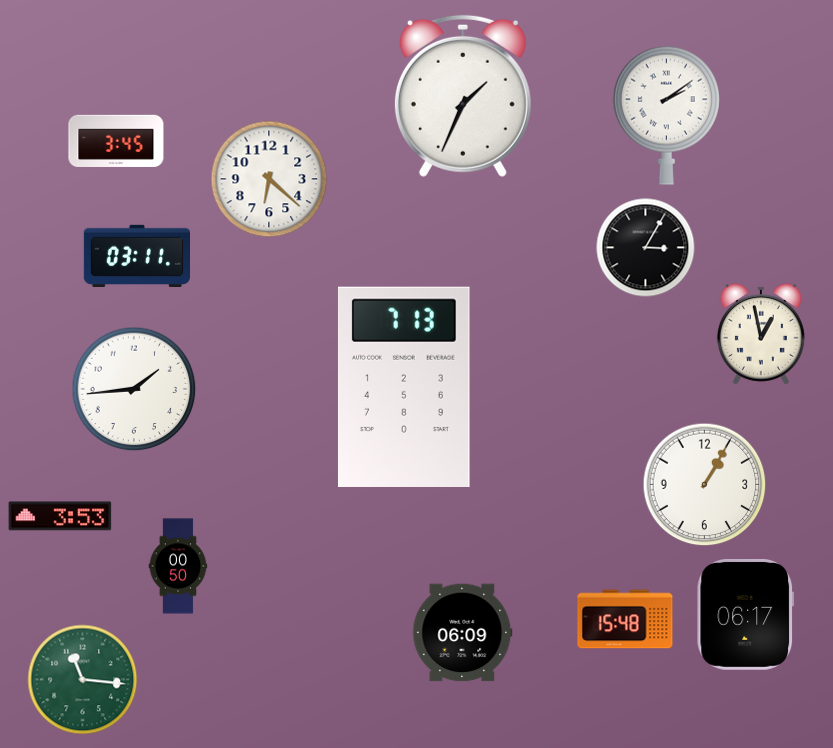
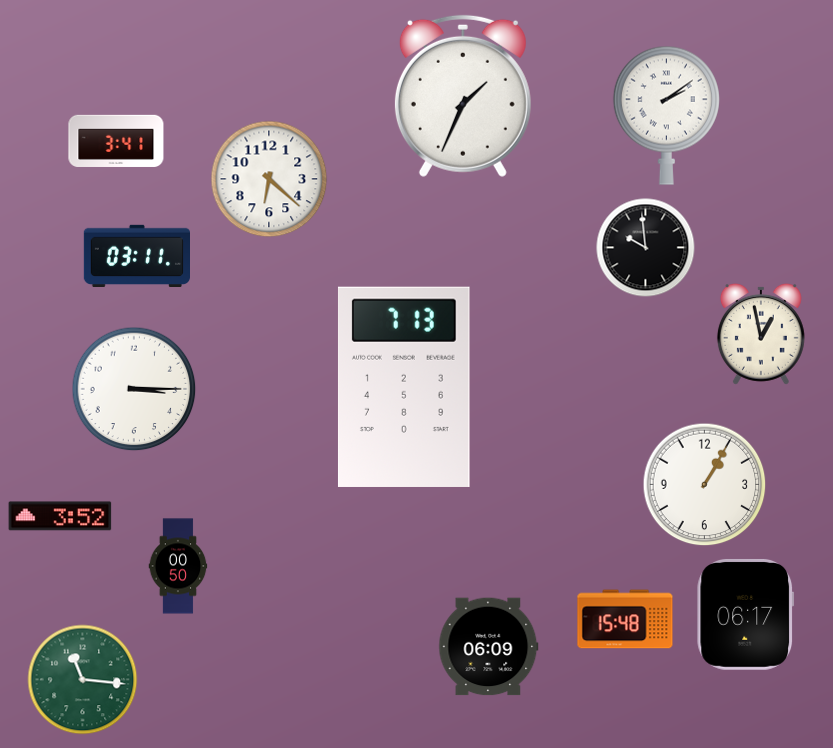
clock at (116, 141): 3:45 -> 3:41
clock at (646, 248): 3:05 -> 9:59
clock at (134, 389): 1:44 -> 3:15
clock at (60, 516): 3:53 -> 3:52
clock at (463, 633) position: (463, 633) -> (489, 647)
